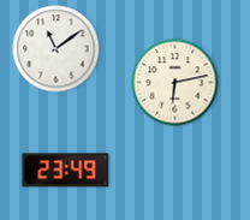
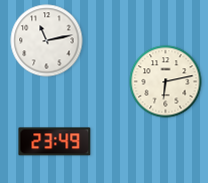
clock at (56, 49): 11:09 -> 11:13
clock at (175, 83) position: (175, 83) -> (166, 82)
